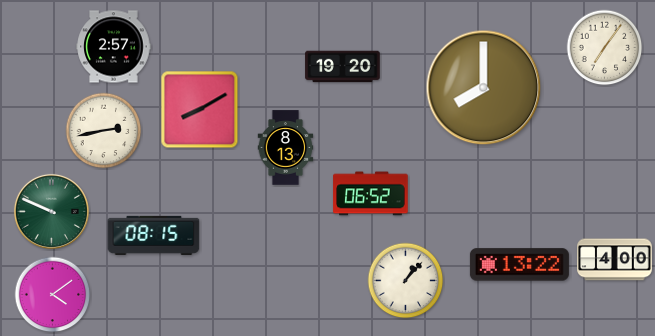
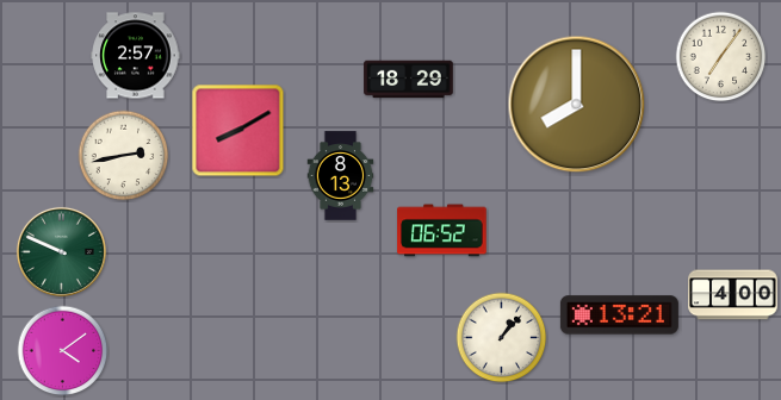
clock at (343, 67): 19:20 -> 18:29
clock at (154, 235): 08:15 -> none
clock at (615, 260) position: (615, 260) -> (733, 295)
clock at (519, 265): 13:22 -> 13:21
clock at (406, 281) position: (406, 281) -> (502, 338)
